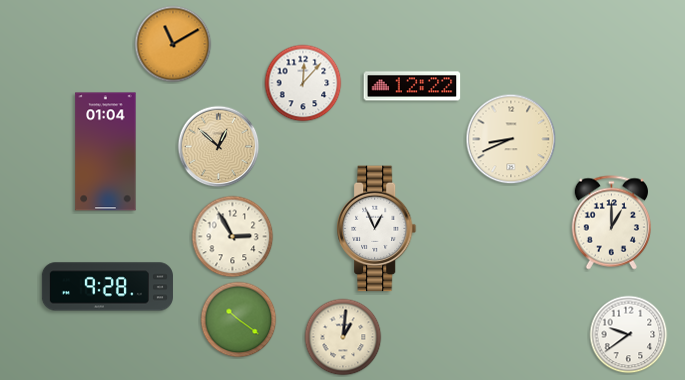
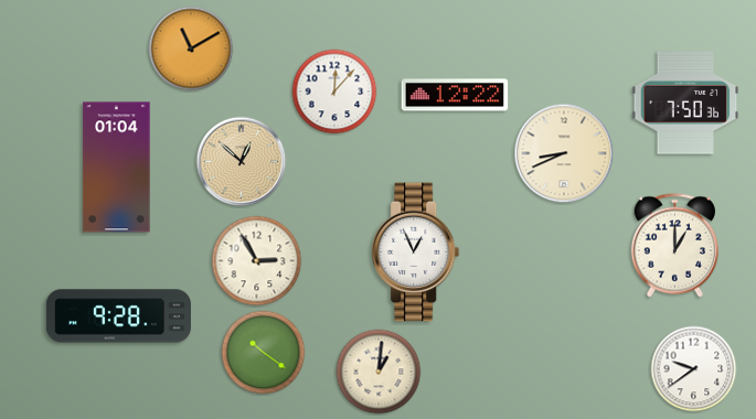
clock at (685, 103): none -> 7:50
